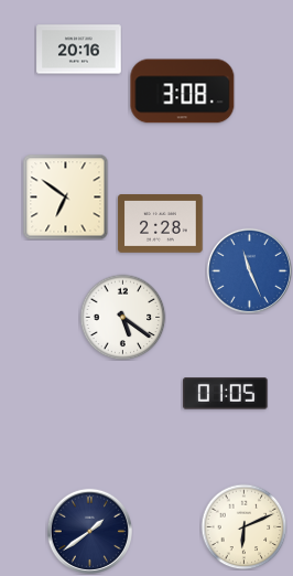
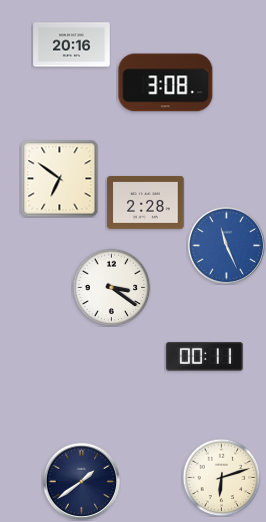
clock at (122, 317): 5:21 -> 3:21
clock at (226, 394): 01:05 -> 00:11
clock at (243, 526): 6:11 -> 6:12
